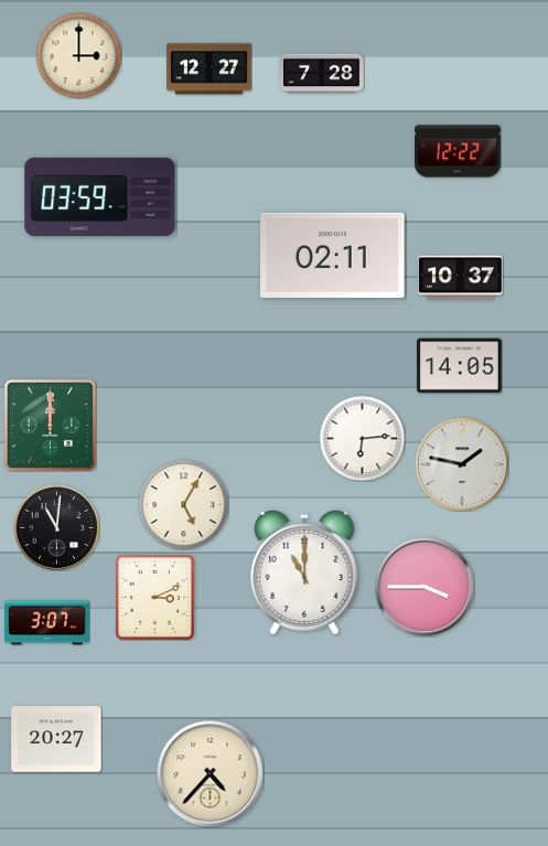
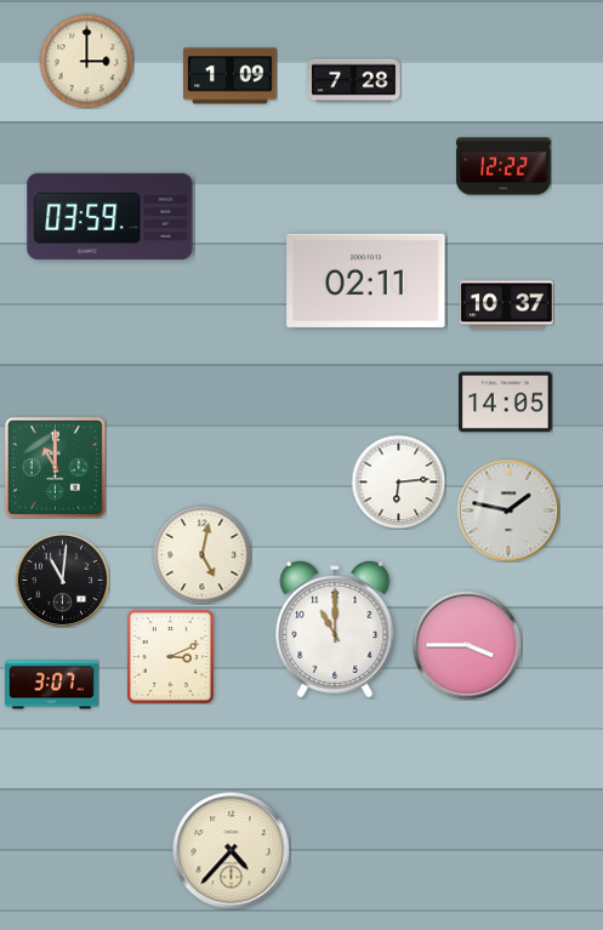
clock at (209, 69): 12:27 -> 1:09
clock at (50, 425): 12:00 -> 11:00
clock at (183, 504): 5:05 -> 5:02
clock at (56, 739): 20:27 -> none
